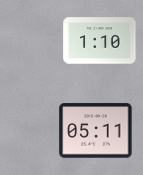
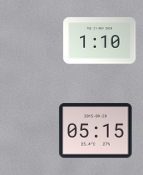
clock at (96, 131): 05:11 -> 05:15
